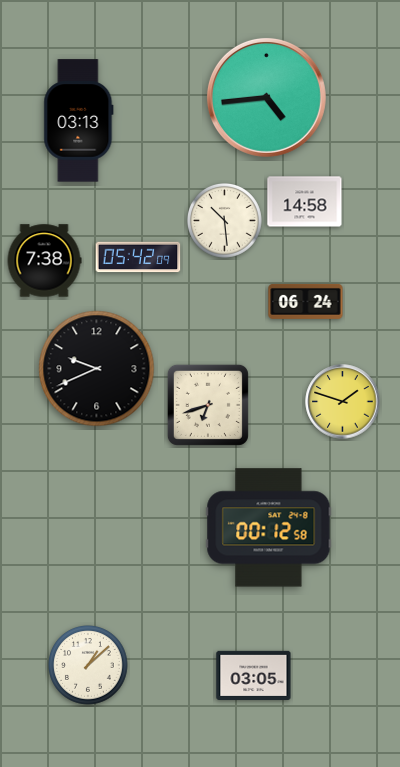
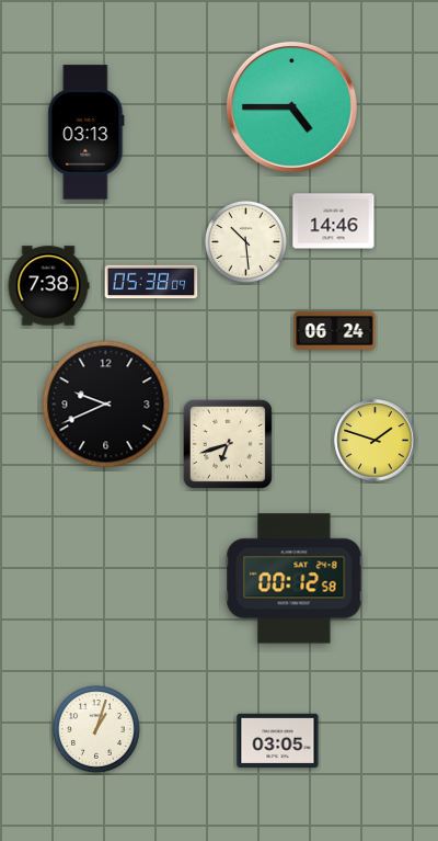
clock at (266, 97): 4:44 -> 4:45
clock at (305, 202): 14:58 -> 14:46
clock at (138, 257): 05:42 -> 05:38
clock at (88, 665): 1:08 -> 1:03
